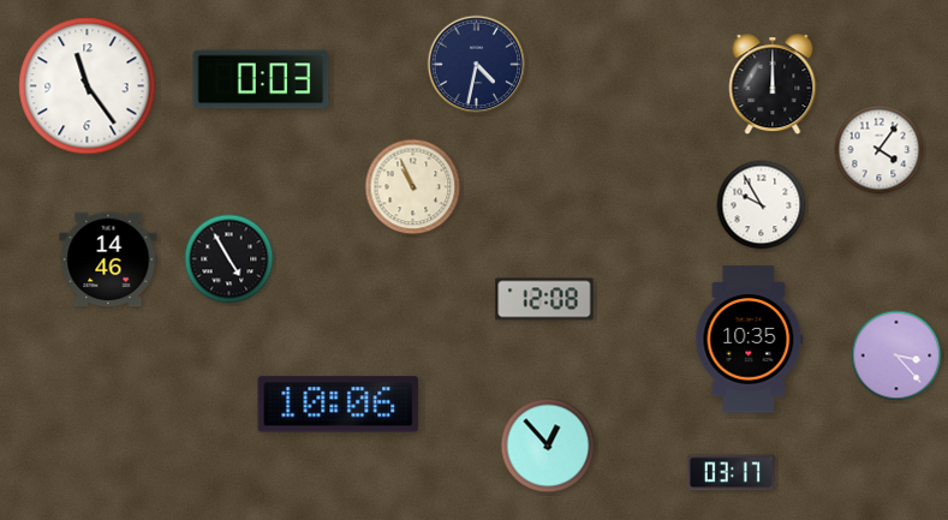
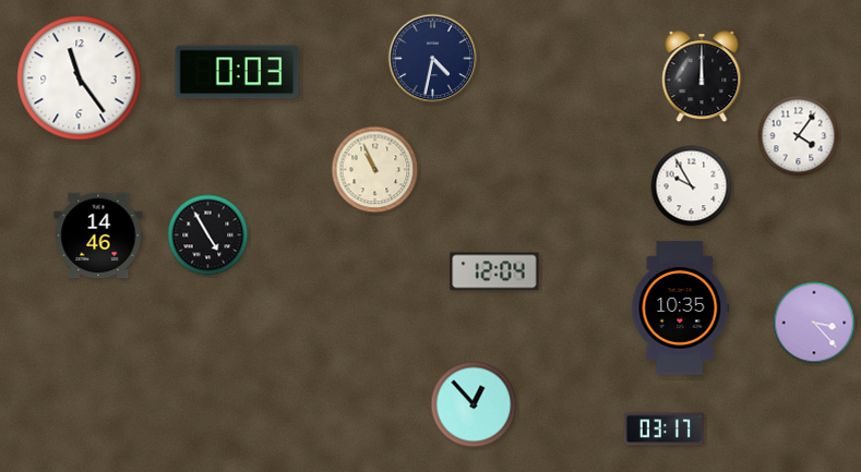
clock at (544, 299): 12:08 -> 12:04
clock at (339, 405): 10:06 -> none
clock at (548, 446) position: (548, 446) -> (474, 404)
